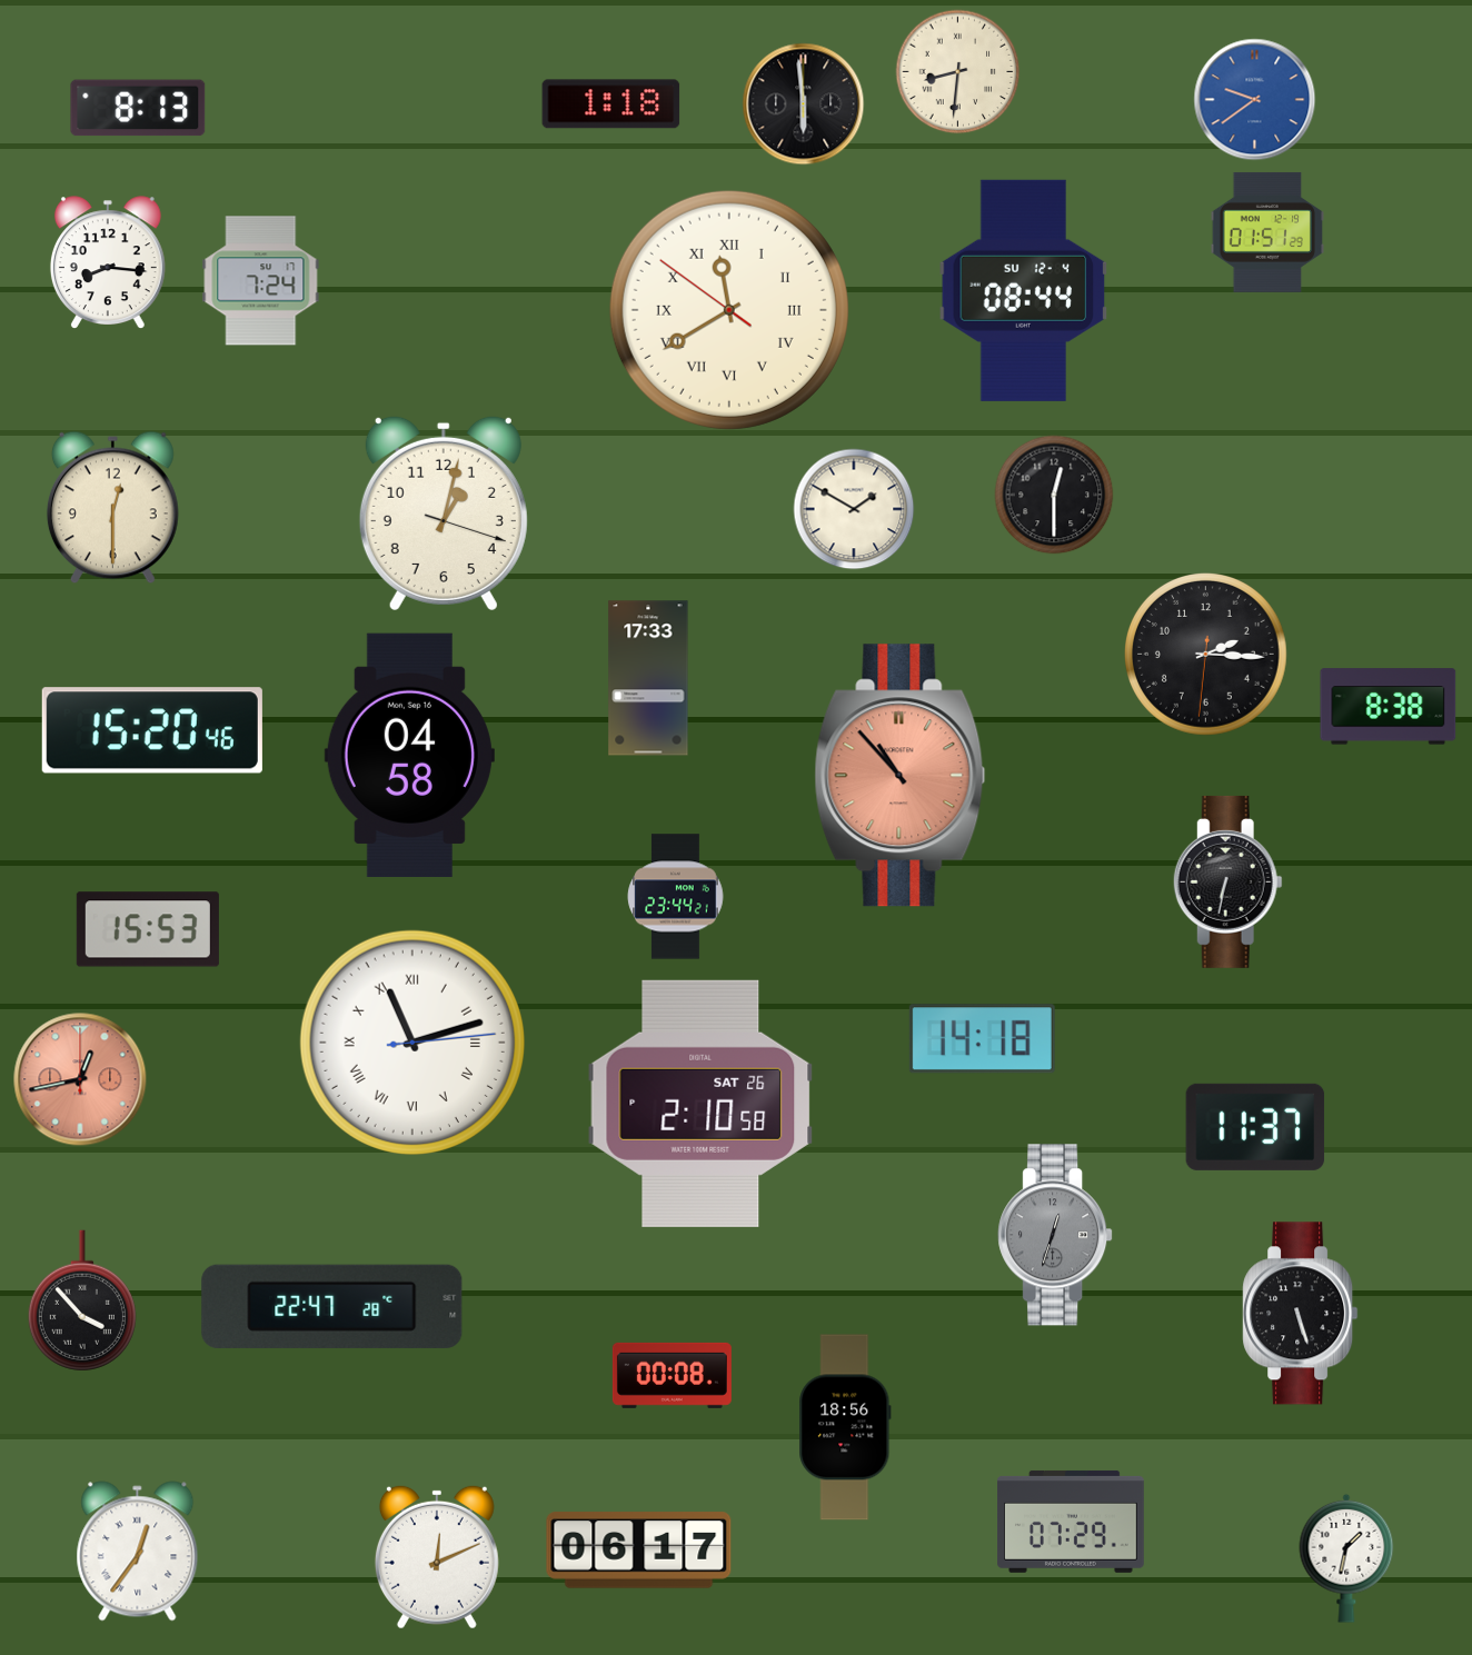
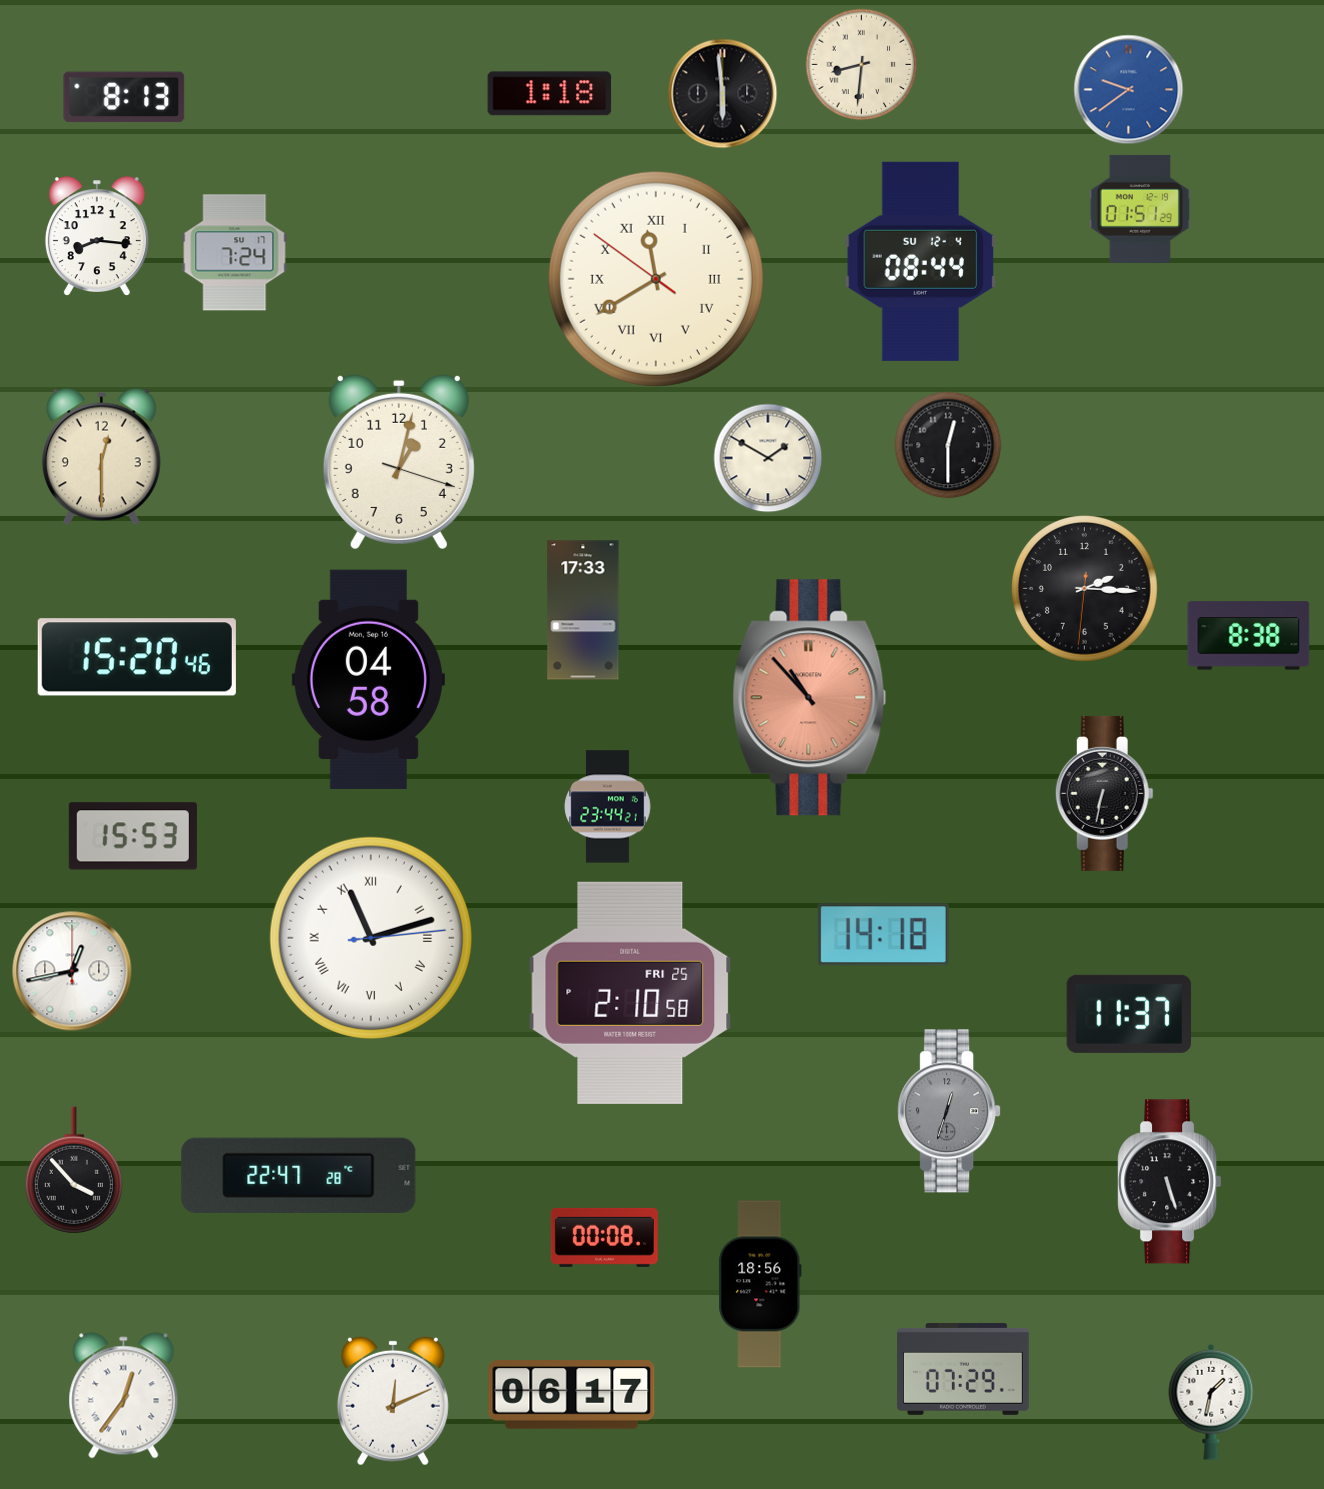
clock at (80, 1079) dial: salmon -> white
clock at (700, 1104) date: SAT 26 -> FRI 25
clock at (639, 1551) position: (639, 1551) -> (572, 1395)
